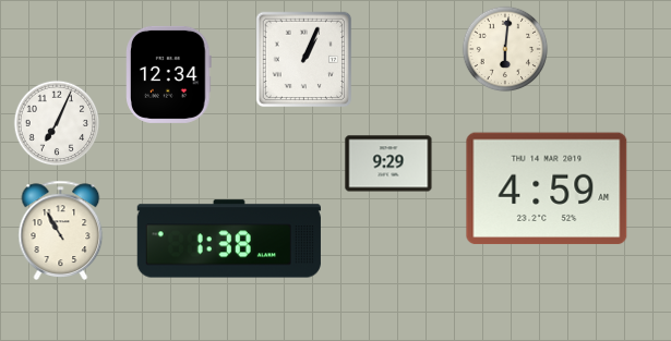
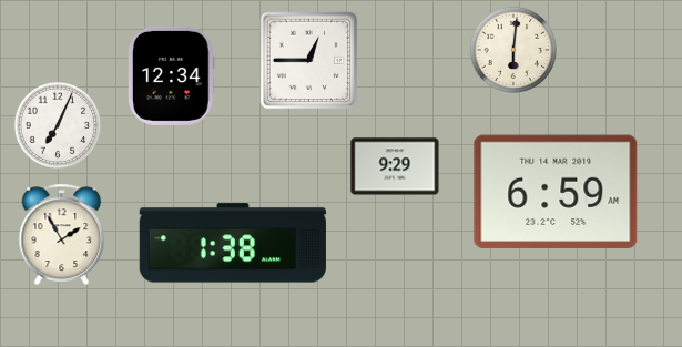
clock at (304, 60): 1:04 -> 12:45
clock at (547, 188): 4:59 -> 6:59
clock at (61, 230): 10:55 -> 1:55
